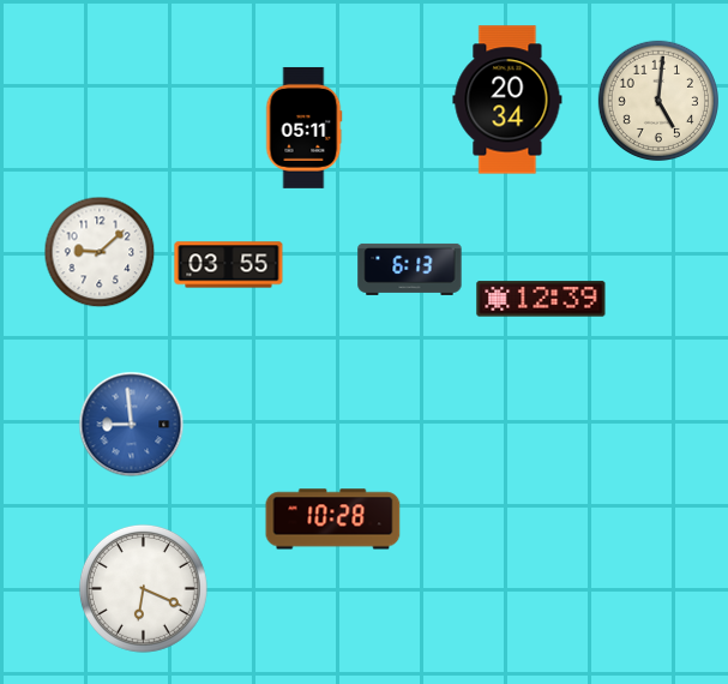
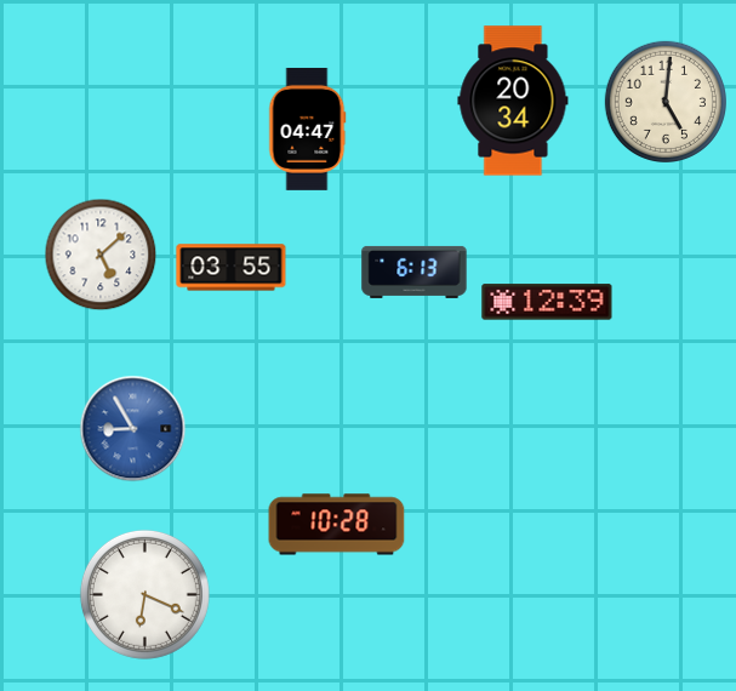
clock at (305, 127): 05:11 -> 04:47
clock at (100, 252): 9:08 -> 5:08
clock at (132, 425): 8:59 -> 8:55
